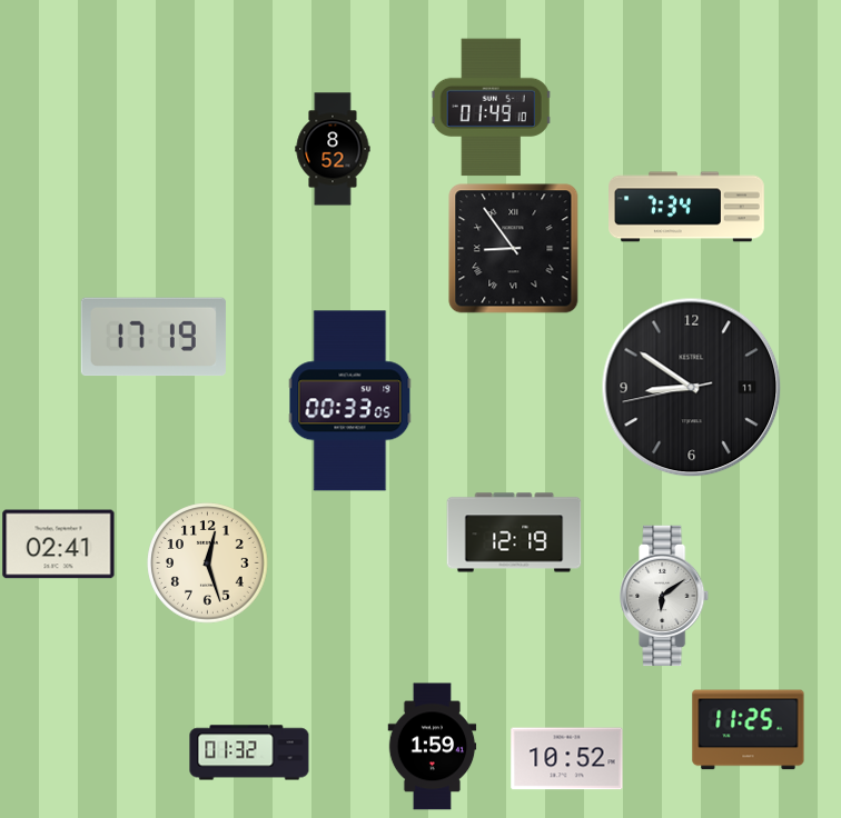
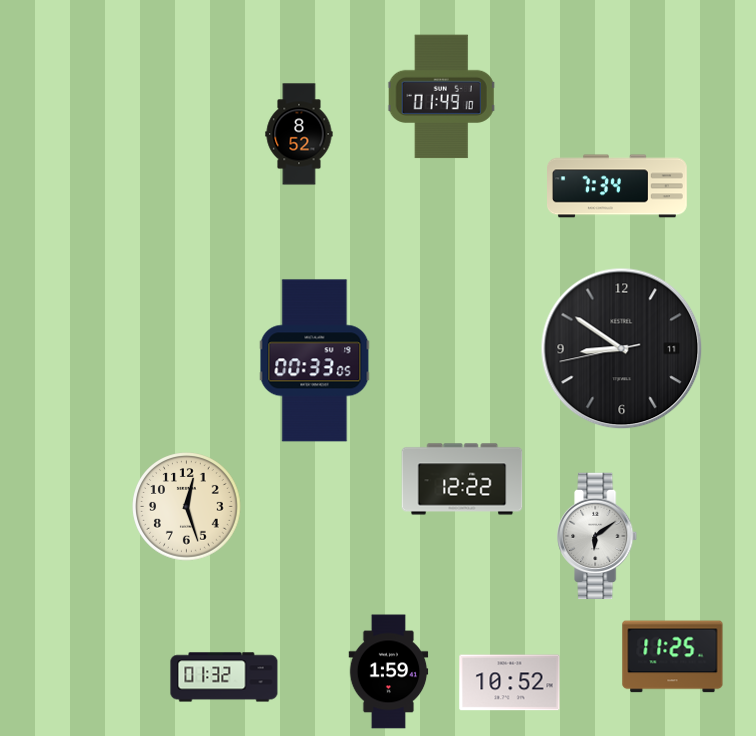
clock at (514, 249): 8:54 -> none
clock at (154, 337): 17:19 -> none
clock at (514, 532): 12:19 -> 12:22
clock at (59, 545): 02:41 -> none
